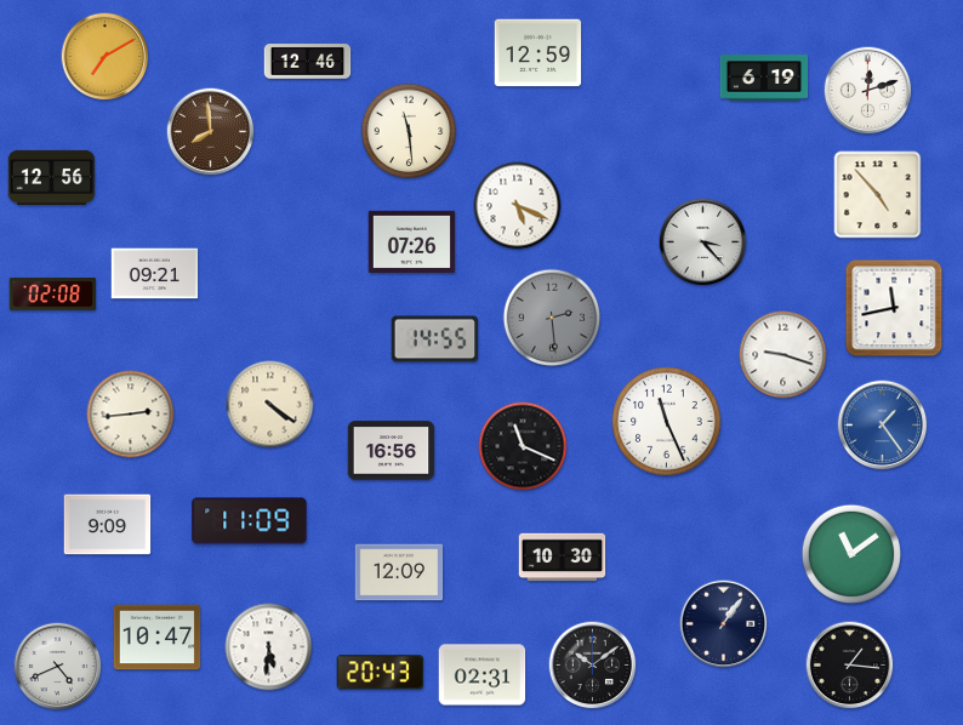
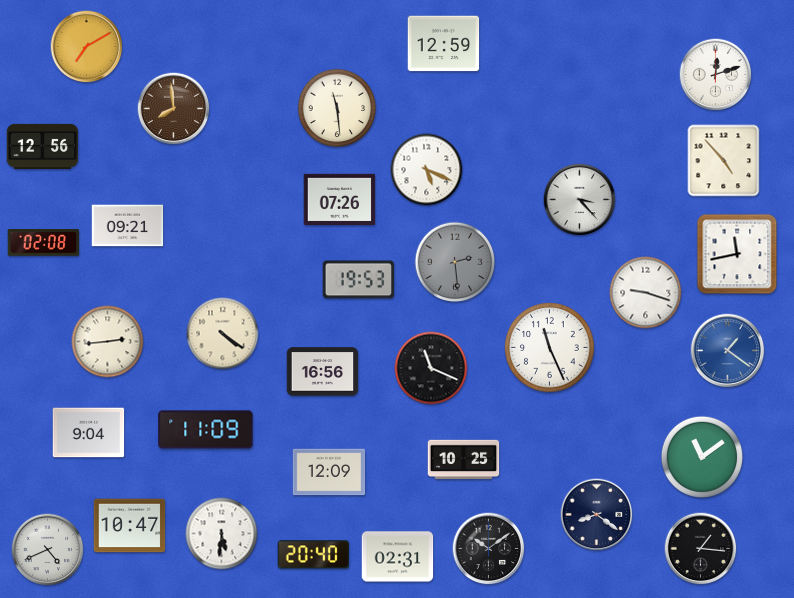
clock at (308, 62): 12:46 -> none
clock at (764, 78): 6:19 -> none
clock at (435, 339): 14:55 -> 19:53
clock at (883, 426): 1:24 -> 1:21
clock at (108, 525): 9:09 -> 9:04
clock at (563, 558): 10:30 -> 10:25
clock at (724, 624): 1:06 -> 8:21
clock at (381, 673): 20:43 -> 20:40
